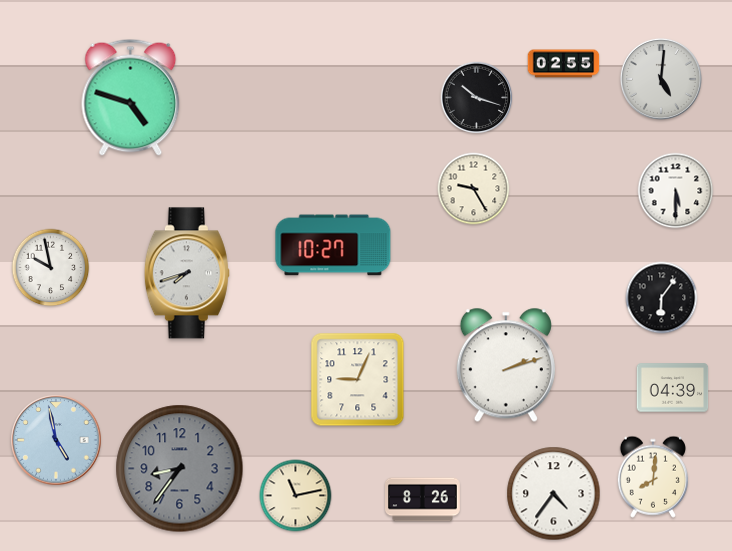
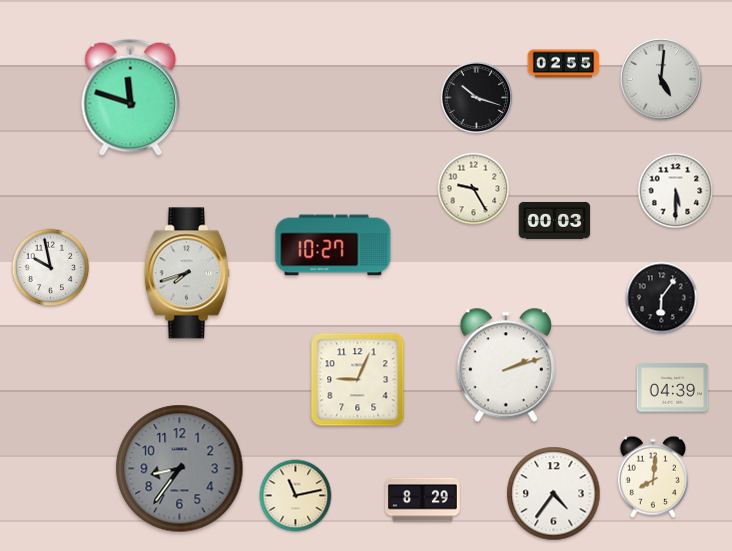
clock at (131, 97): 4:48 -> 11:48
clock at (555, 221): none -> 00:03
clock at (56, 440): 4:58 -> none
clock at (423, 500): 8:26 -> 8:29
